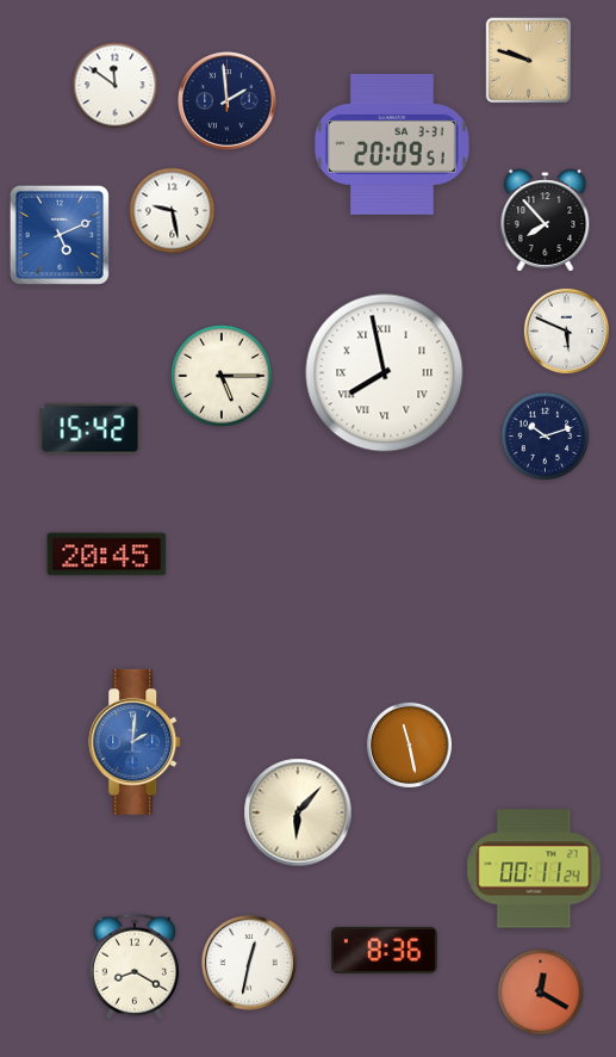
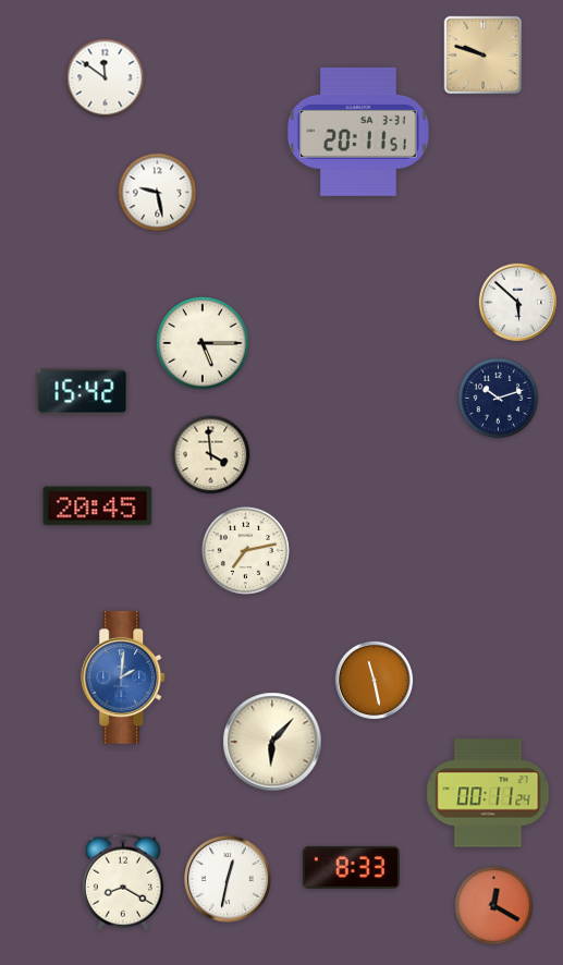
clock at (228, 101): 1:59 -> none
clock at (393, 144): 20:09 -> 20:11
clock at (546, 221): 7:53 -> none
clock at (60, 235): 5:11 -> none
clock at (567, 332): 5:49 -> 5:52
clock at (385, 373): 7:58 -> none
clock at (211, 455): none -> 3:59
clock at (245, 550): none -> 7:13
clock at (384, 950): 8:36 -> 8:33
